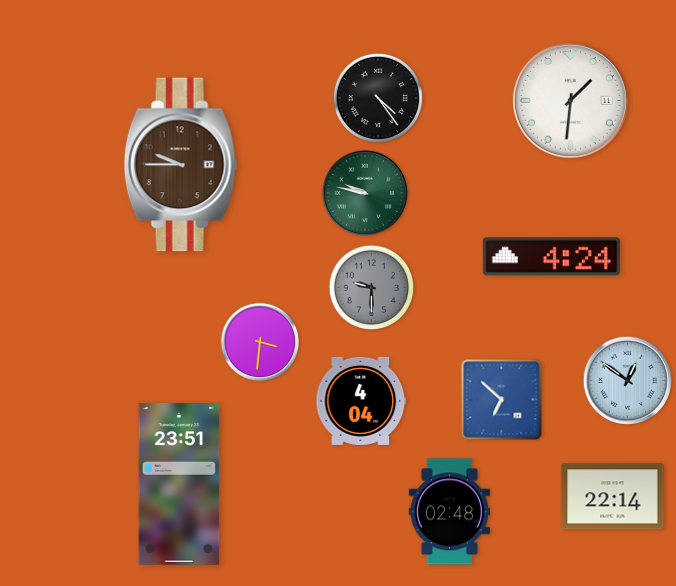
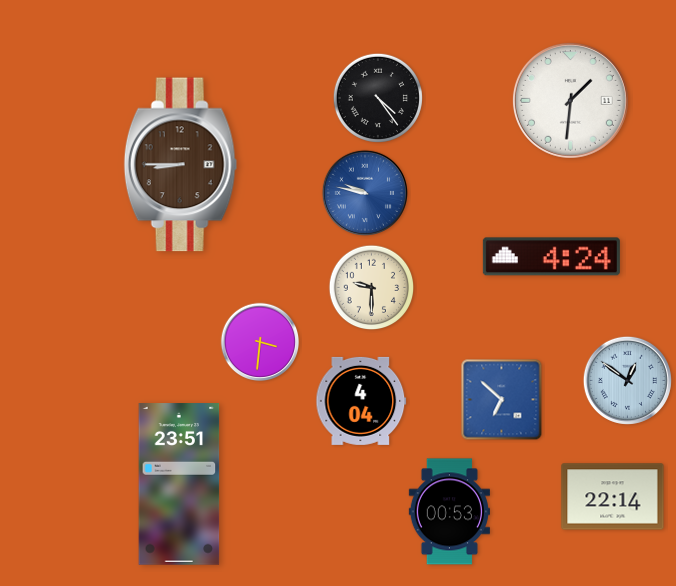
clock at (181, 165): 9:45 -> 8:45
clock at (365, 193) dial: green -> blue
clock at (372, 288) dial: grey -> cream
clock at (449, 512): 02:48 -> 00:53
